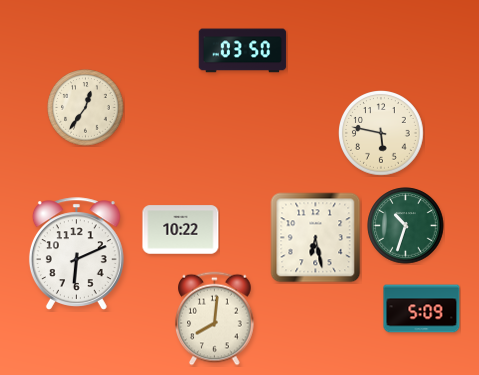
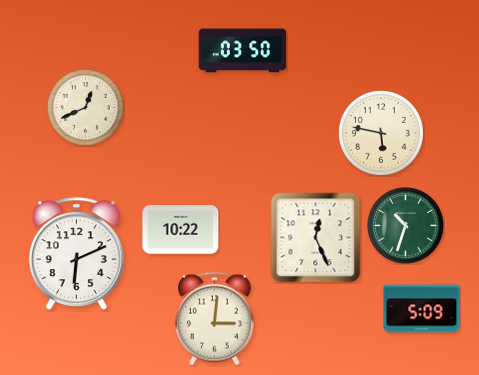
clock at (86, 108): 12:36 -> 12:41
clock at (316, 238): 6:28 -> 12:26
clock at (215, 319): 8:01 -> 3:01
